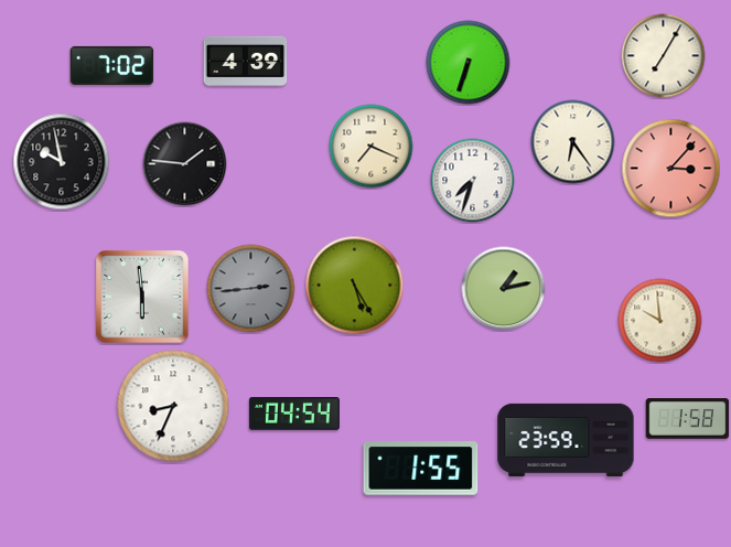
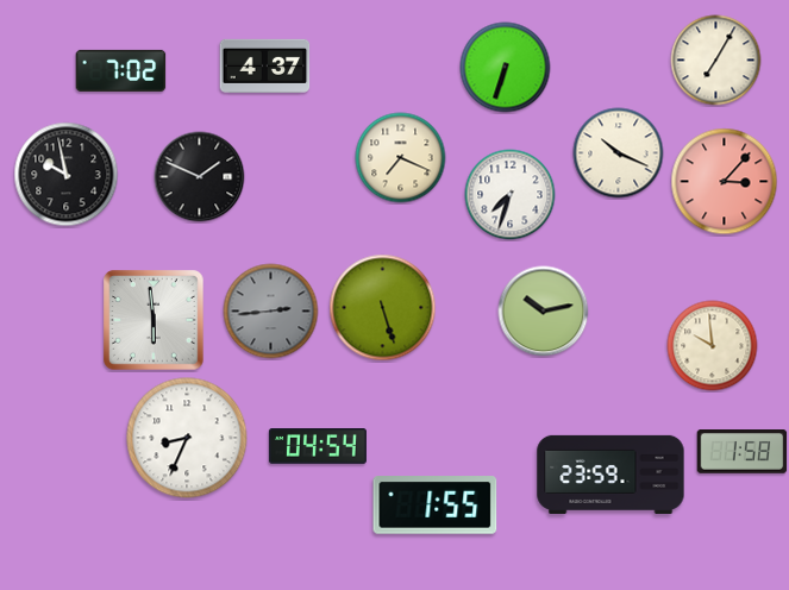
clock at (246, 61): 4:39 -> 4:37
clock at (573, 142): 6:24 -> 10:19
clock at (185, 164): 1:46 -> 1:49
clock at (355, 286): 5:25 -> 5:27
clock at (504, 289): 1:13 -> 10:13
clock at (421, 469) position: (421, 469) -> (436, 506)
